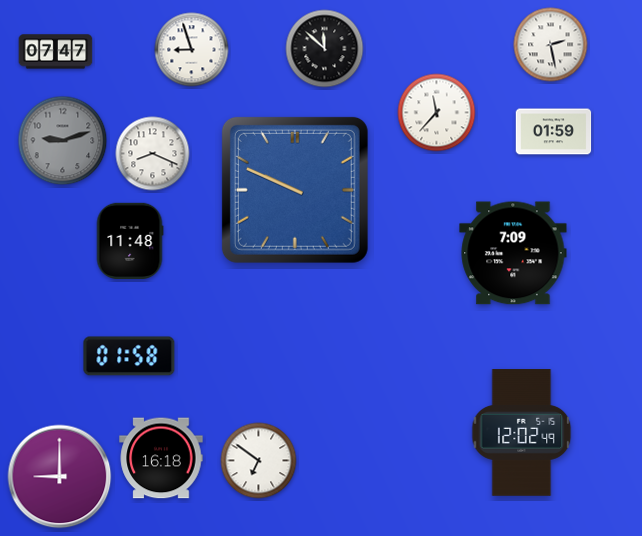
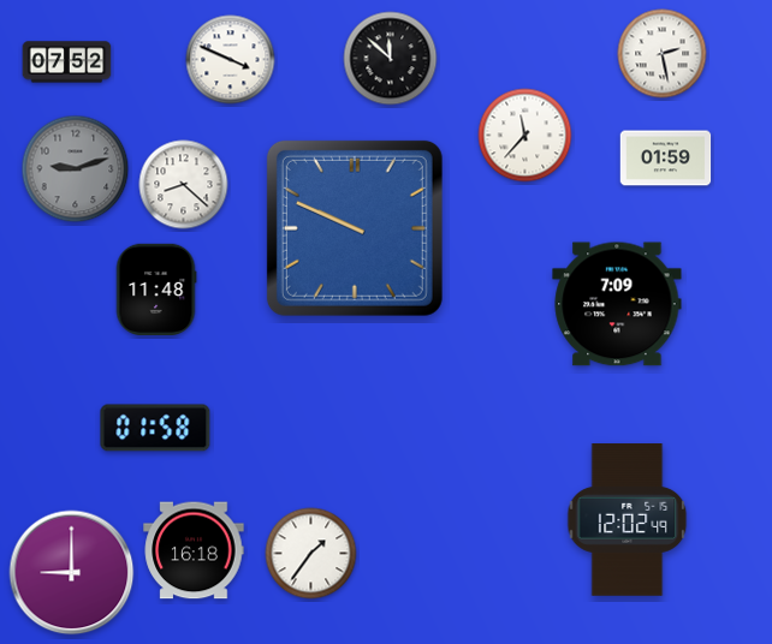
clock at (192, 50): 8:57 -> 3:49
clock at (56, 52): 07:47 -> 07:52
clock at (153, 154): 8:19 -> 8:22
clock at (259, 461): 6:51 -> 1:36
